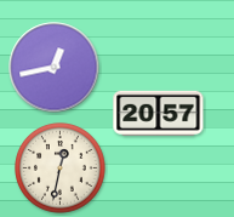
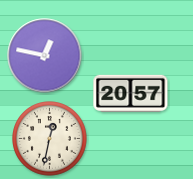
clock at (55, 68): 12:43 -> 12:47
